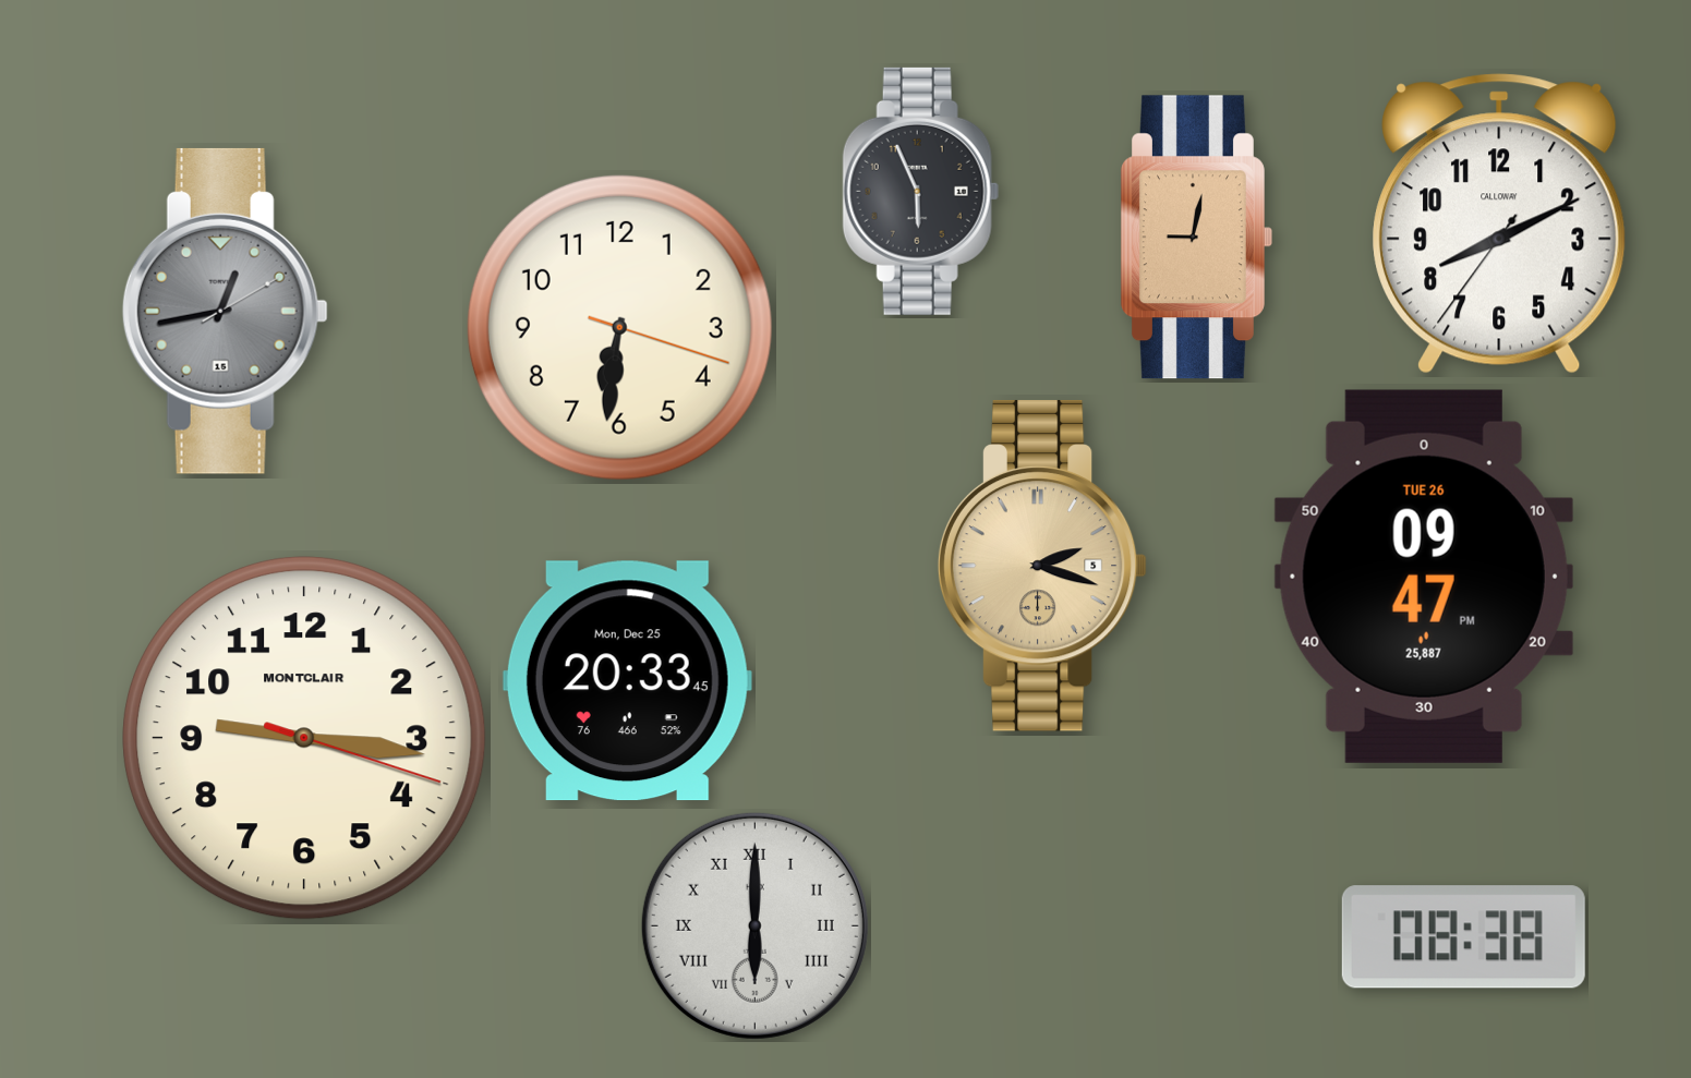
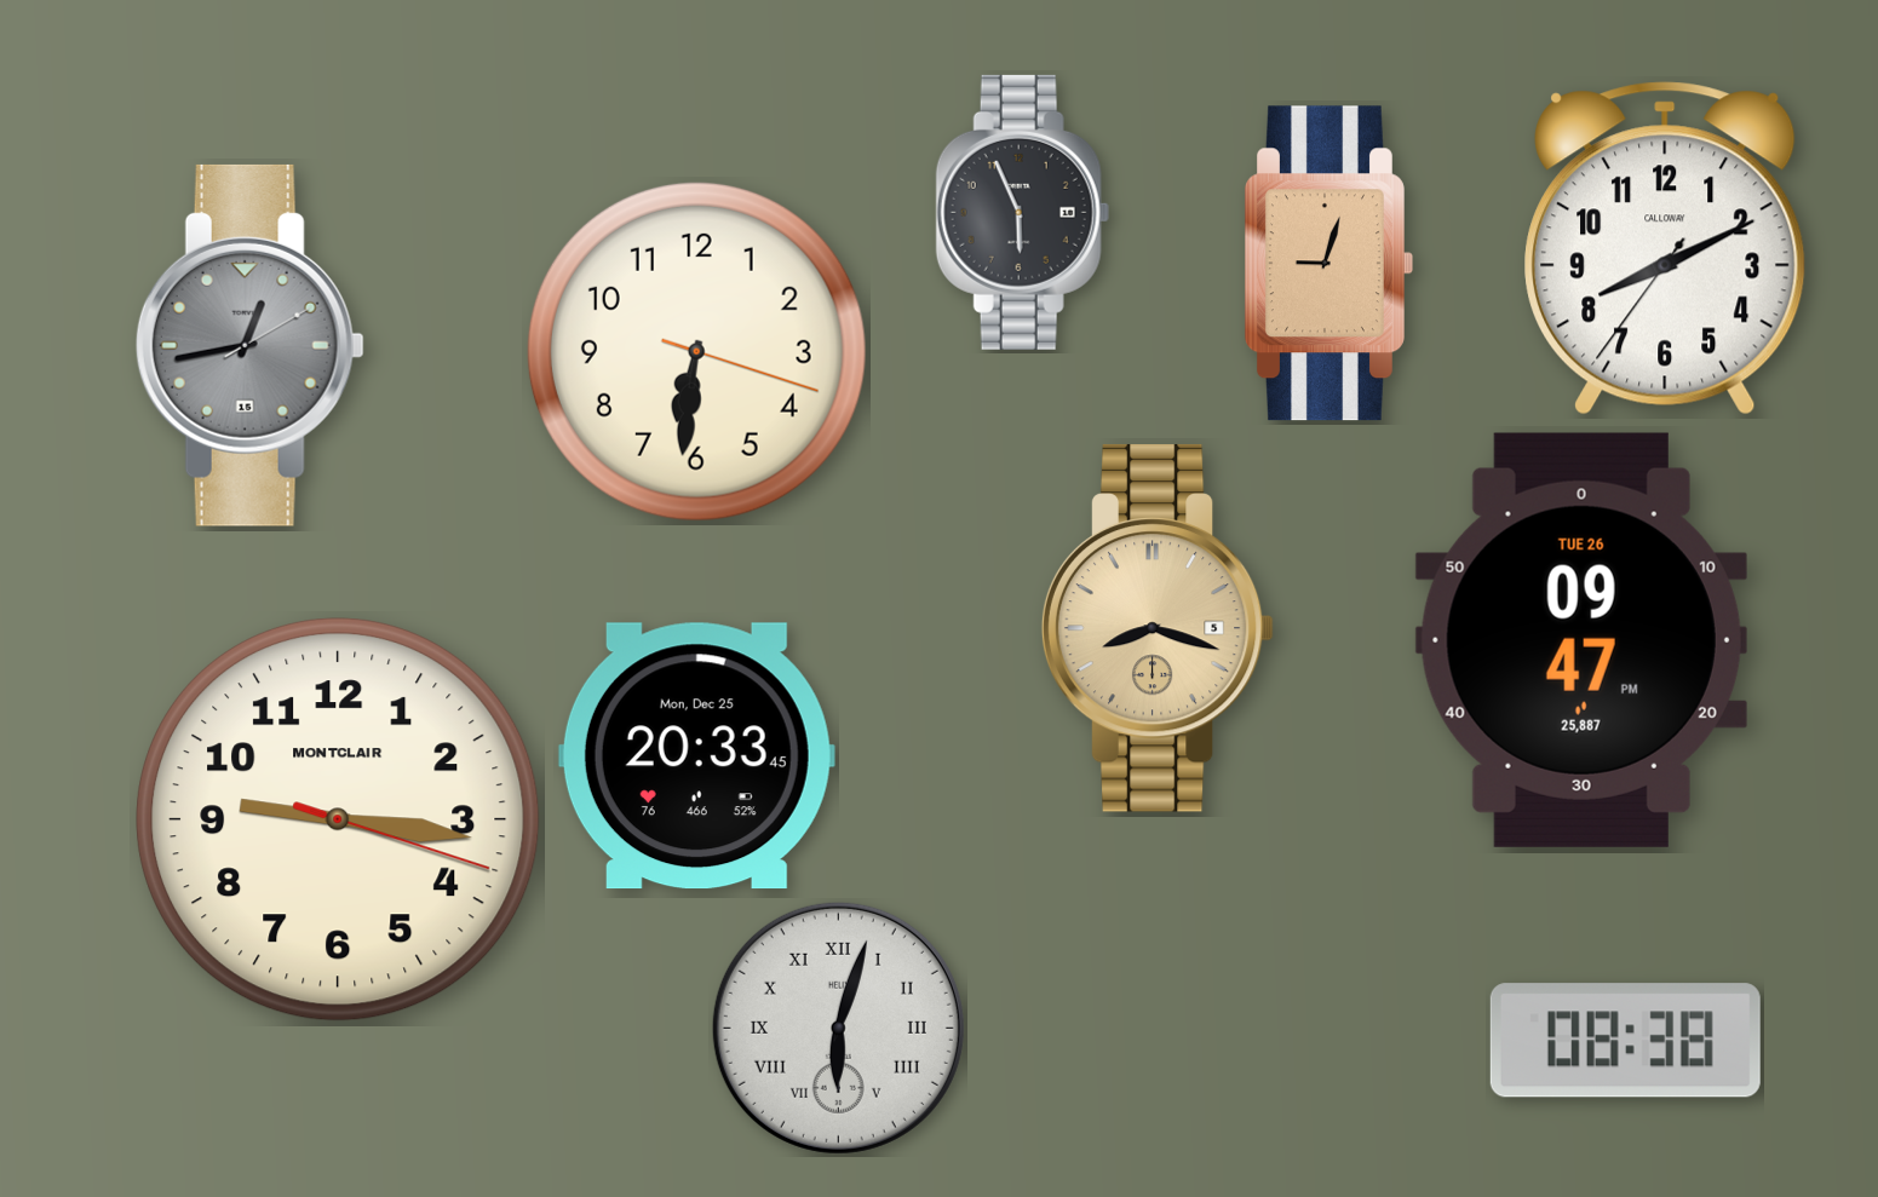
clock at (1197, 238): 9:02 -> 9:03
clock at (619, 327) position: (619, 327) -> (696, 351)
clock at (1042, 566): 2:18 -> 8:18
clock at (754, 925): 6:00 -> 6:03
